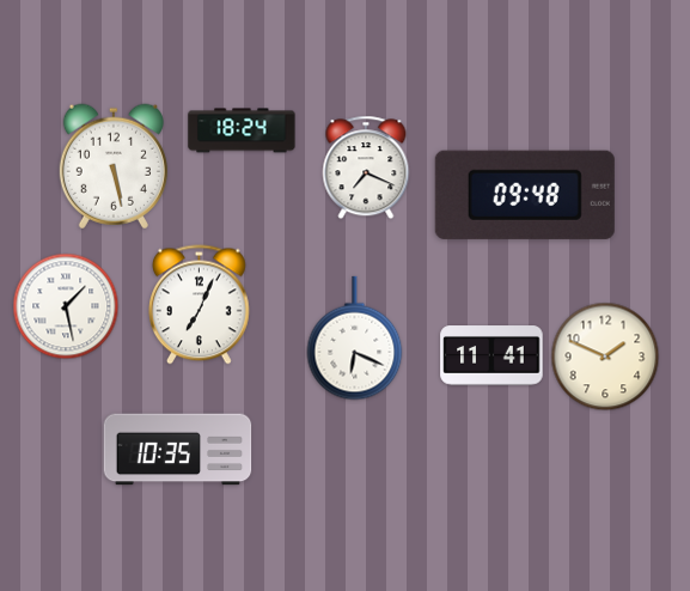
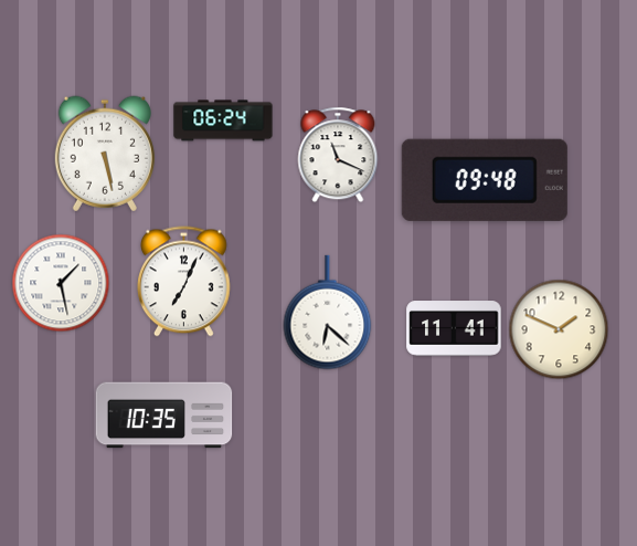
clock at (242, 130): 18:24 -> 06:24
clock at (366, 167): 7:19 -> 11:19
clock at (355, 339): 6:19 -> 6:22
